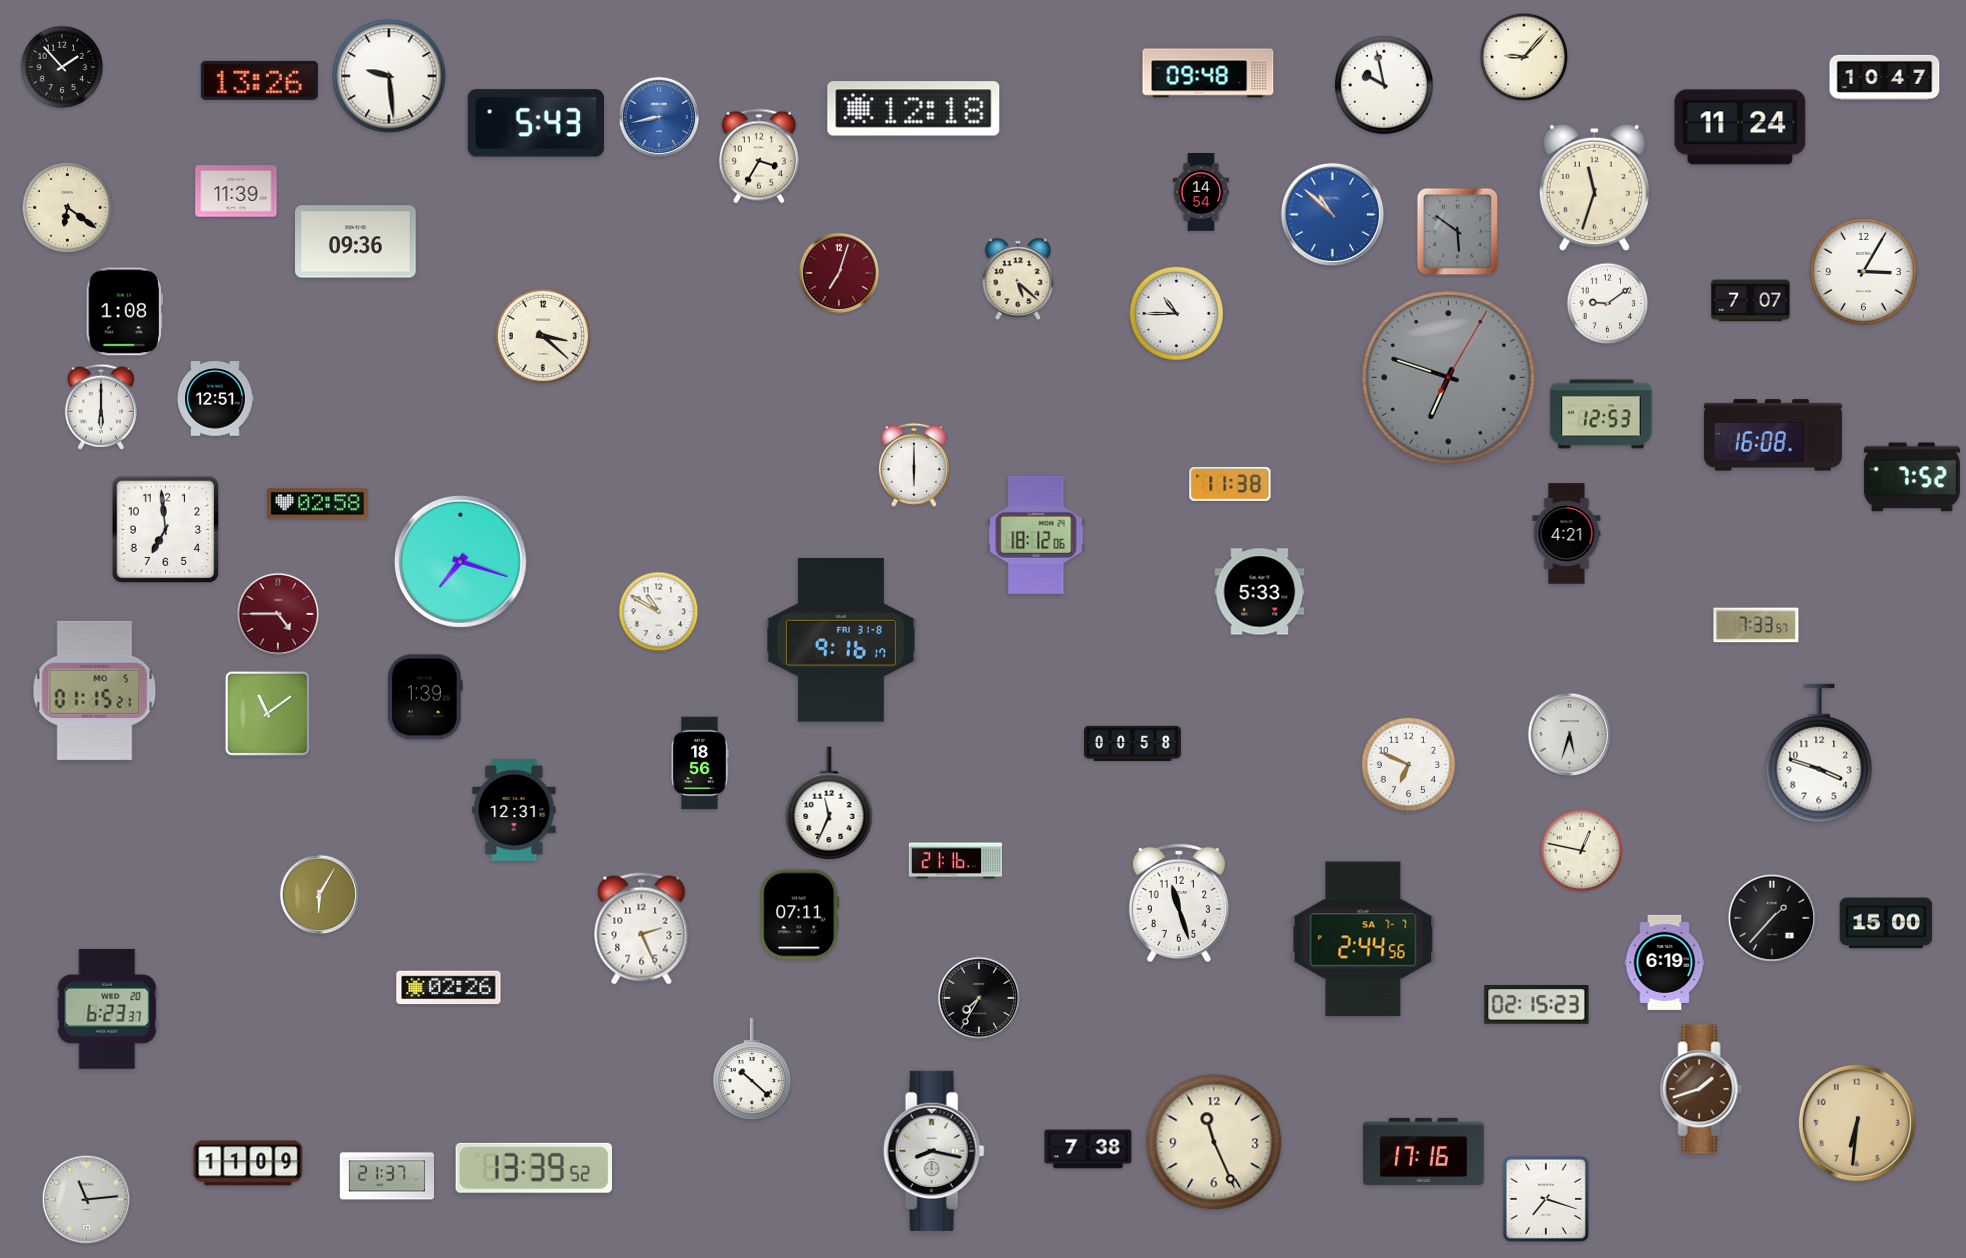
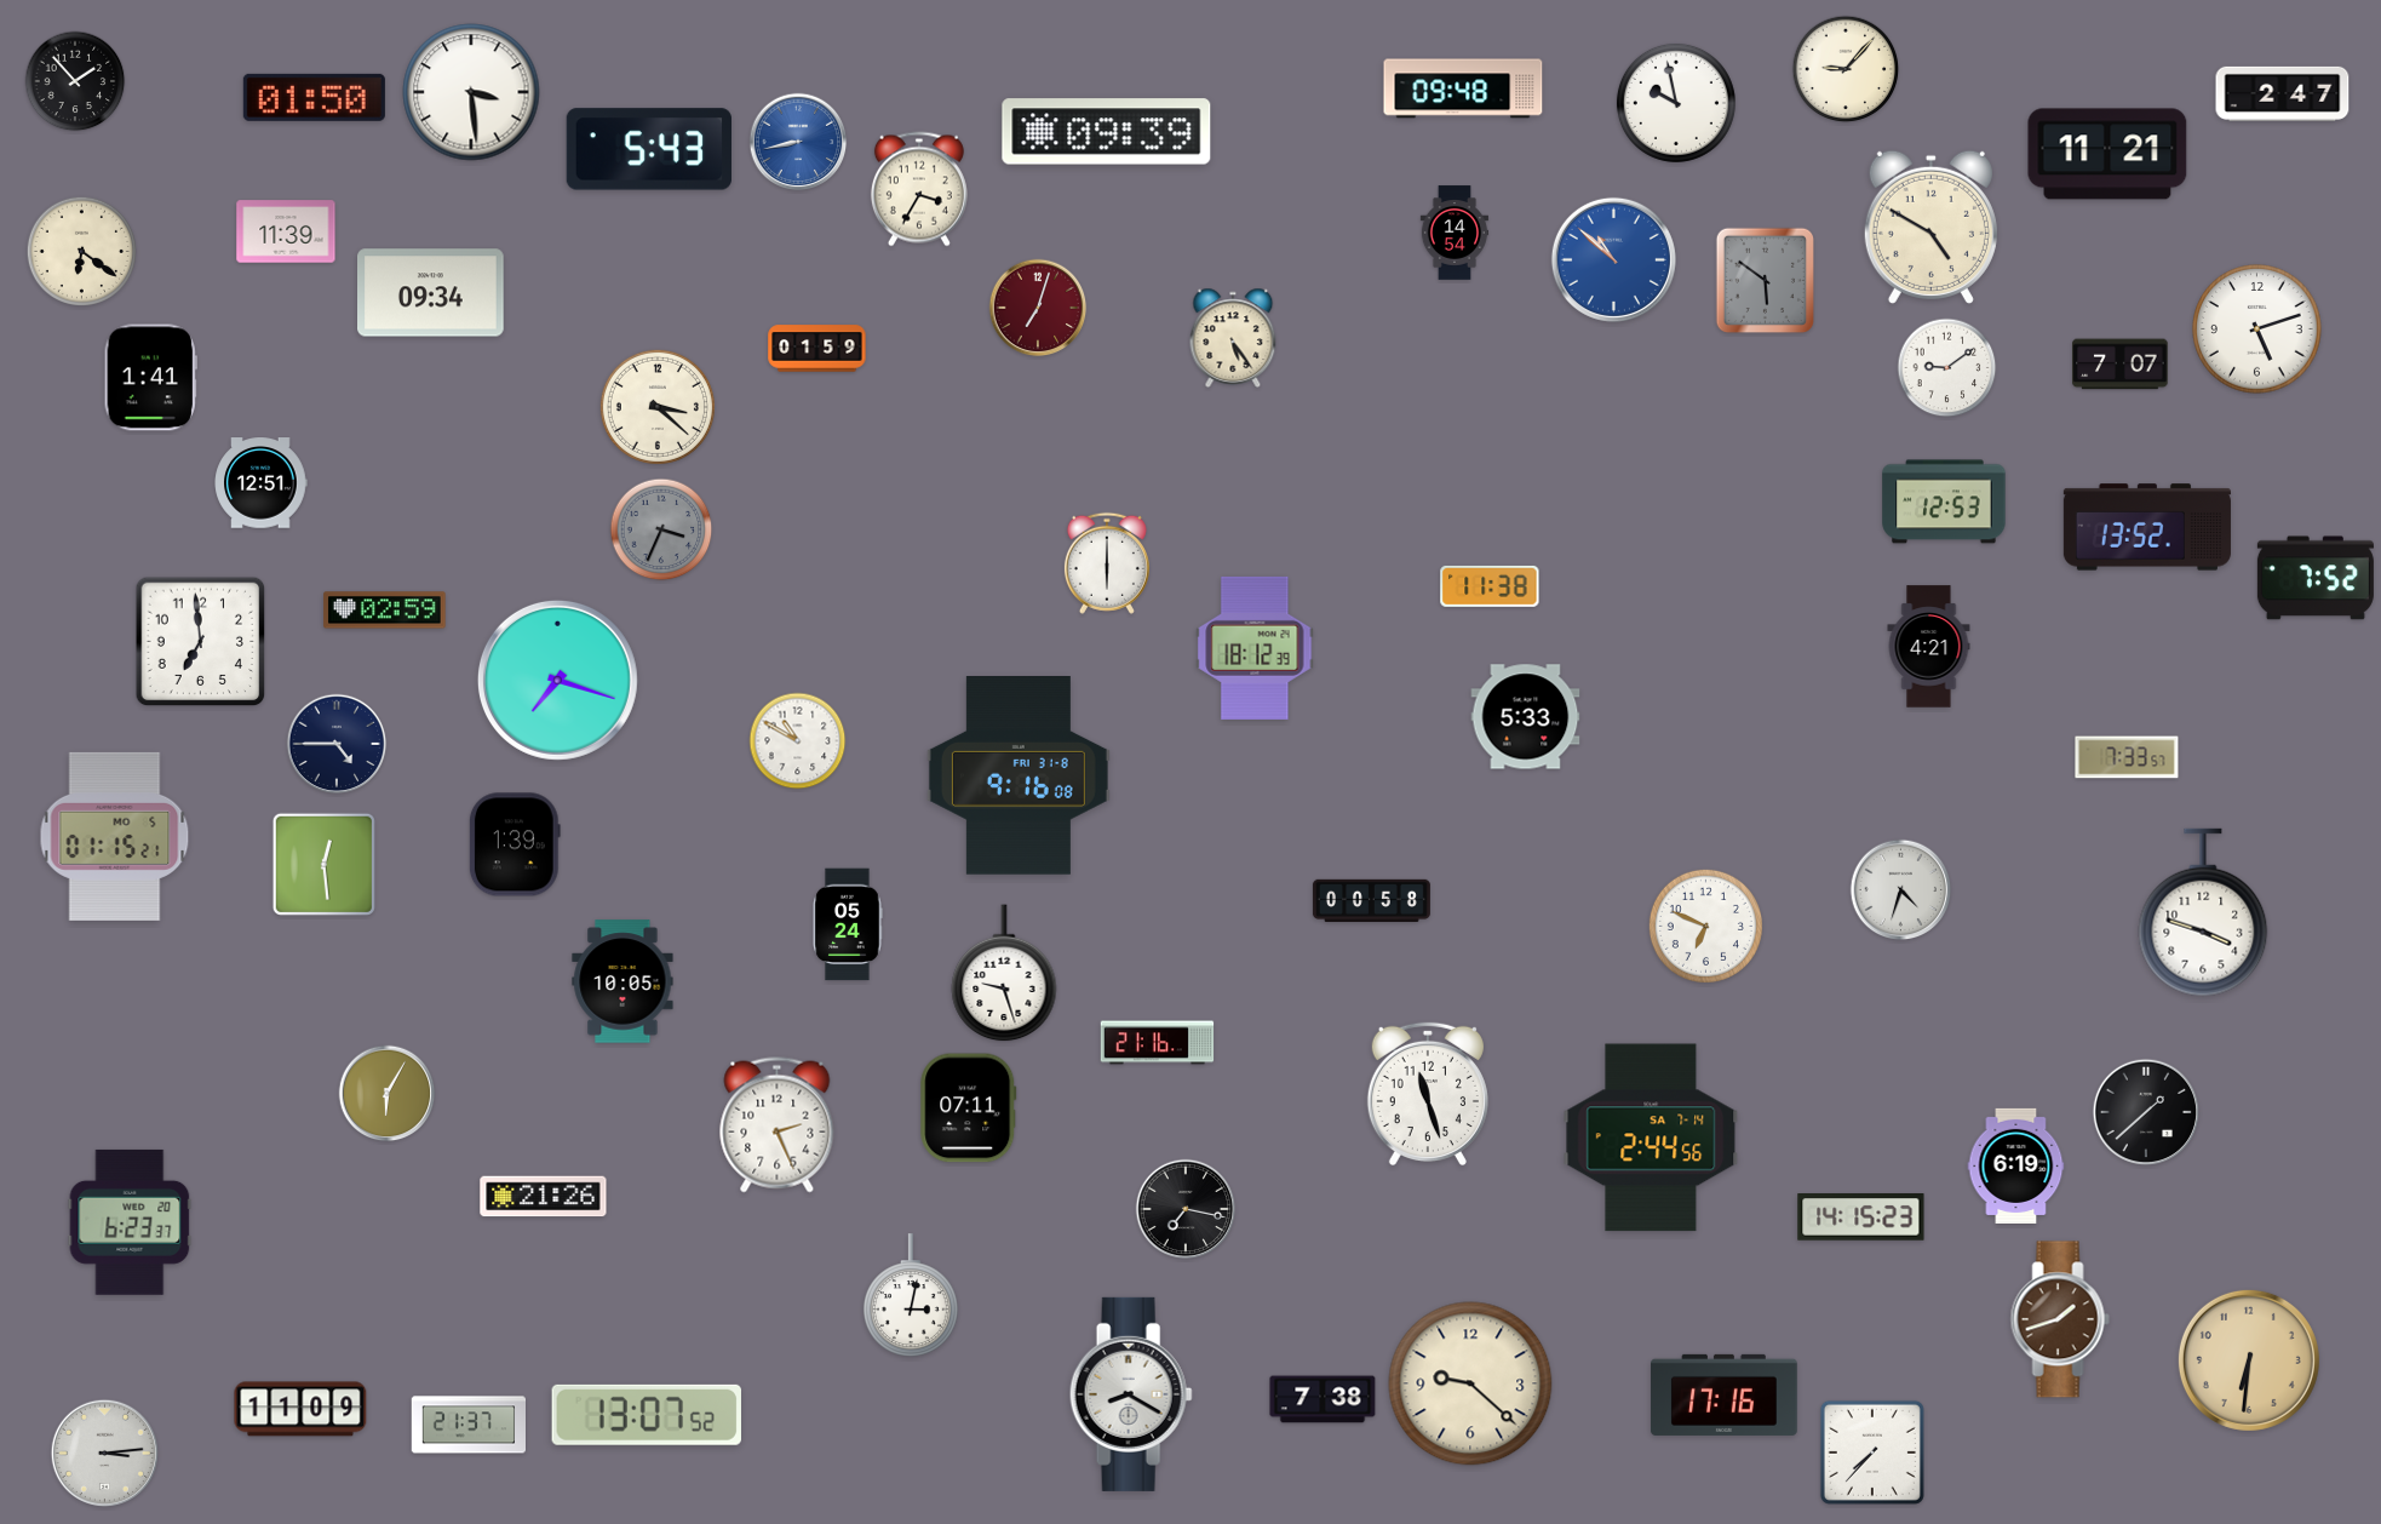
clock at (389, 76): 9:29 -> 3:29
clock at (1885, 77): 10:47 -> 2:47
clock at (259, 80): 13:26 -> 01:50
clock at (914, 109): 12:18 -> 09:39
clock at (1740, 127): 11:24 -> 11:21
clock at (1594, 187): 11:33 -> 4:50
clock at (356, 242): 09:36 -> 09:34
clock at (1864, 272): 3:05 -> 5:12
clock at (839, 273) position: (839, 273) -> (1038, 308)
clock at (1018, 278): 5:22 -> 5:24
clock at (817, 349): none -> 01:59
clock at (124, 312): 1:08 -> 1:41
clock at (1176, 313): 10:45 -> none
clock at (1449, 378): 6:48 -> none
clock at (100, 407): 6:00 -> none
clock at (1601, 414) position: (1601, 414) -> (1944, 502)
clock at (1773, 435): 16:08 -> 13:52
clock at (661, 529): none -> 3:34
clock at (318, 504): 02:58 -> 02:59
clock at (1567, 534) position: (1567, 534) -> (1929, 647)
clock at (1036, 535): 18:12:06 -> 18:12:39
clock at (278, 614) dial: burgundy -> navy
clock at (841, 641): 9:16:17 -> 9:16:08
clock at (267, 713): 11:09 -> 12:29
clock at (1570, 735): 5:33 -> 4:33
clock at (700, 763): 18:56 -> 05:24
clock at (829, 804): 11:34 -> 9:27
clock at (514, 810): 12:31 -> 10:05
clock at (1582, 851): 12:47 -> none
clock at (320, 895) position: (320, 895) -> (388, 1094)
clock at (1772, 918): 1:37 -> 1:38
clock at (1886, 923): 15:00 -> none
clock at (1363, 939) date: SA 7-7 -> SA 7-14
clock at (449, 988): 02:26 -> 21:26
clock at (979, 998): 7:35 -> 7:17
clock at (1537, 1005): 02:15 -> 14:15
clock at (752, 1069): 10:22 -> 3:02
clock at (1214, 1142): 11:26 -> 9:22
clock at (1088, 1149) position: (1088, 1149) -> (1323, 1399)
clock at (934, 1151): 8:17 -> 8:20
clock at (534, 1168): 13:39 -> 13:07
clock at (1546, 1199): 7:18 -> 7:37
clock at (87, 1200): 11:14 -> 3:14
